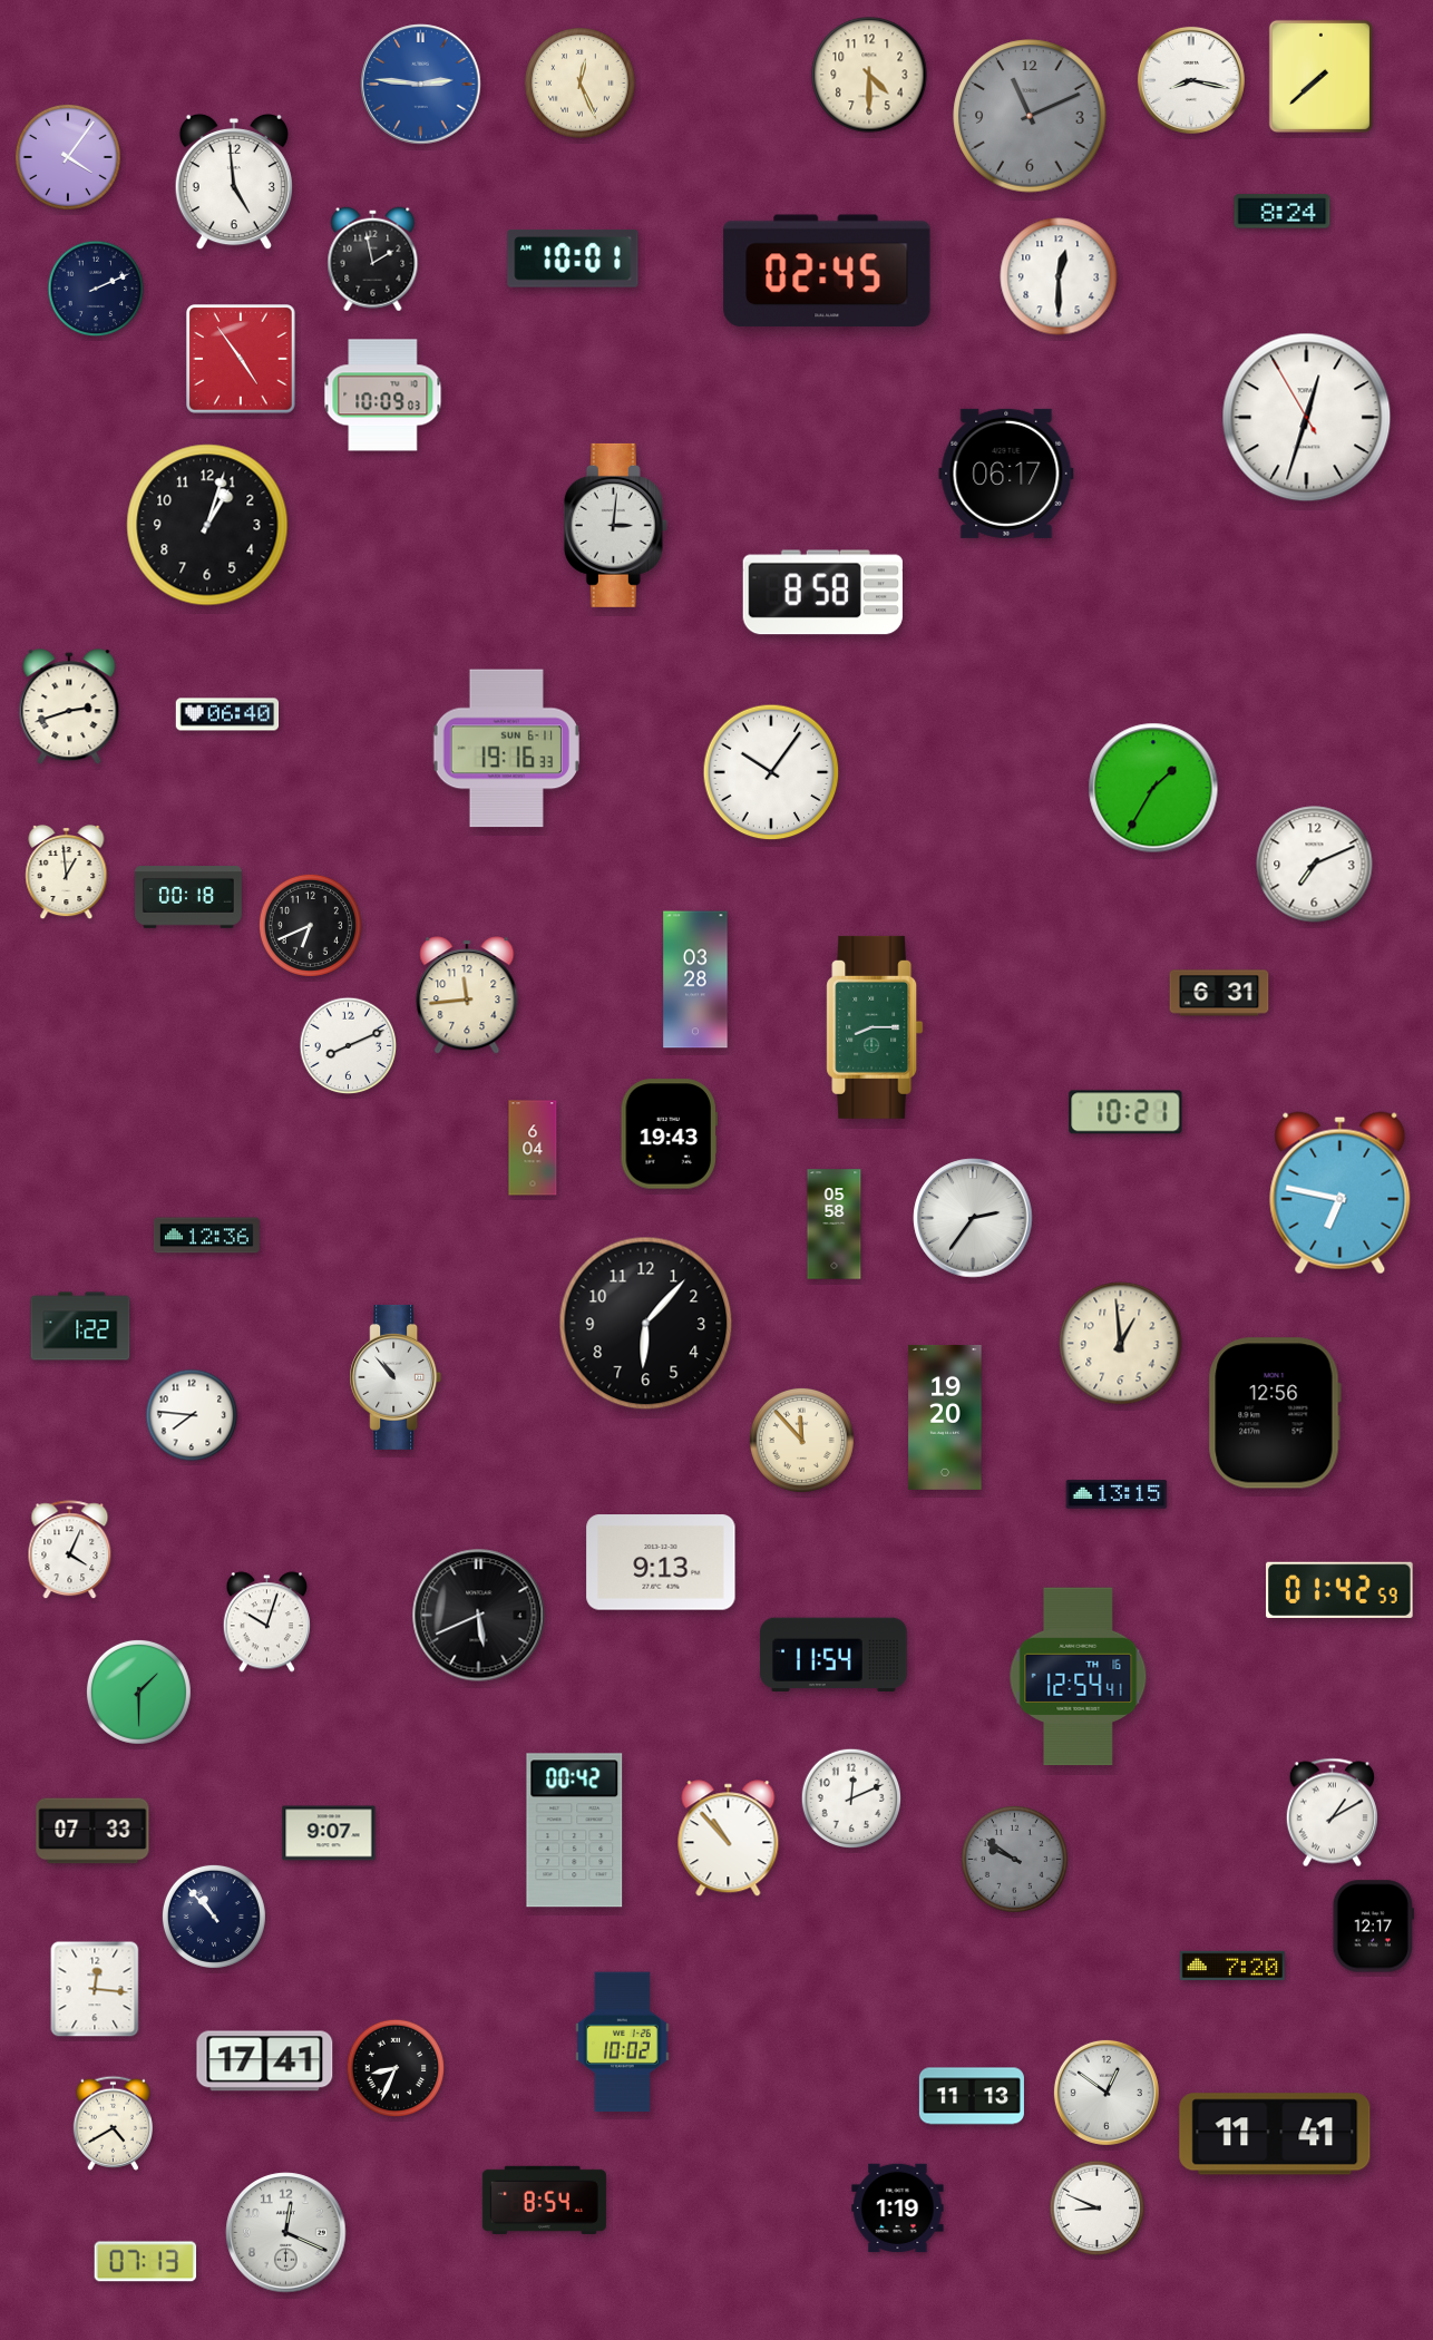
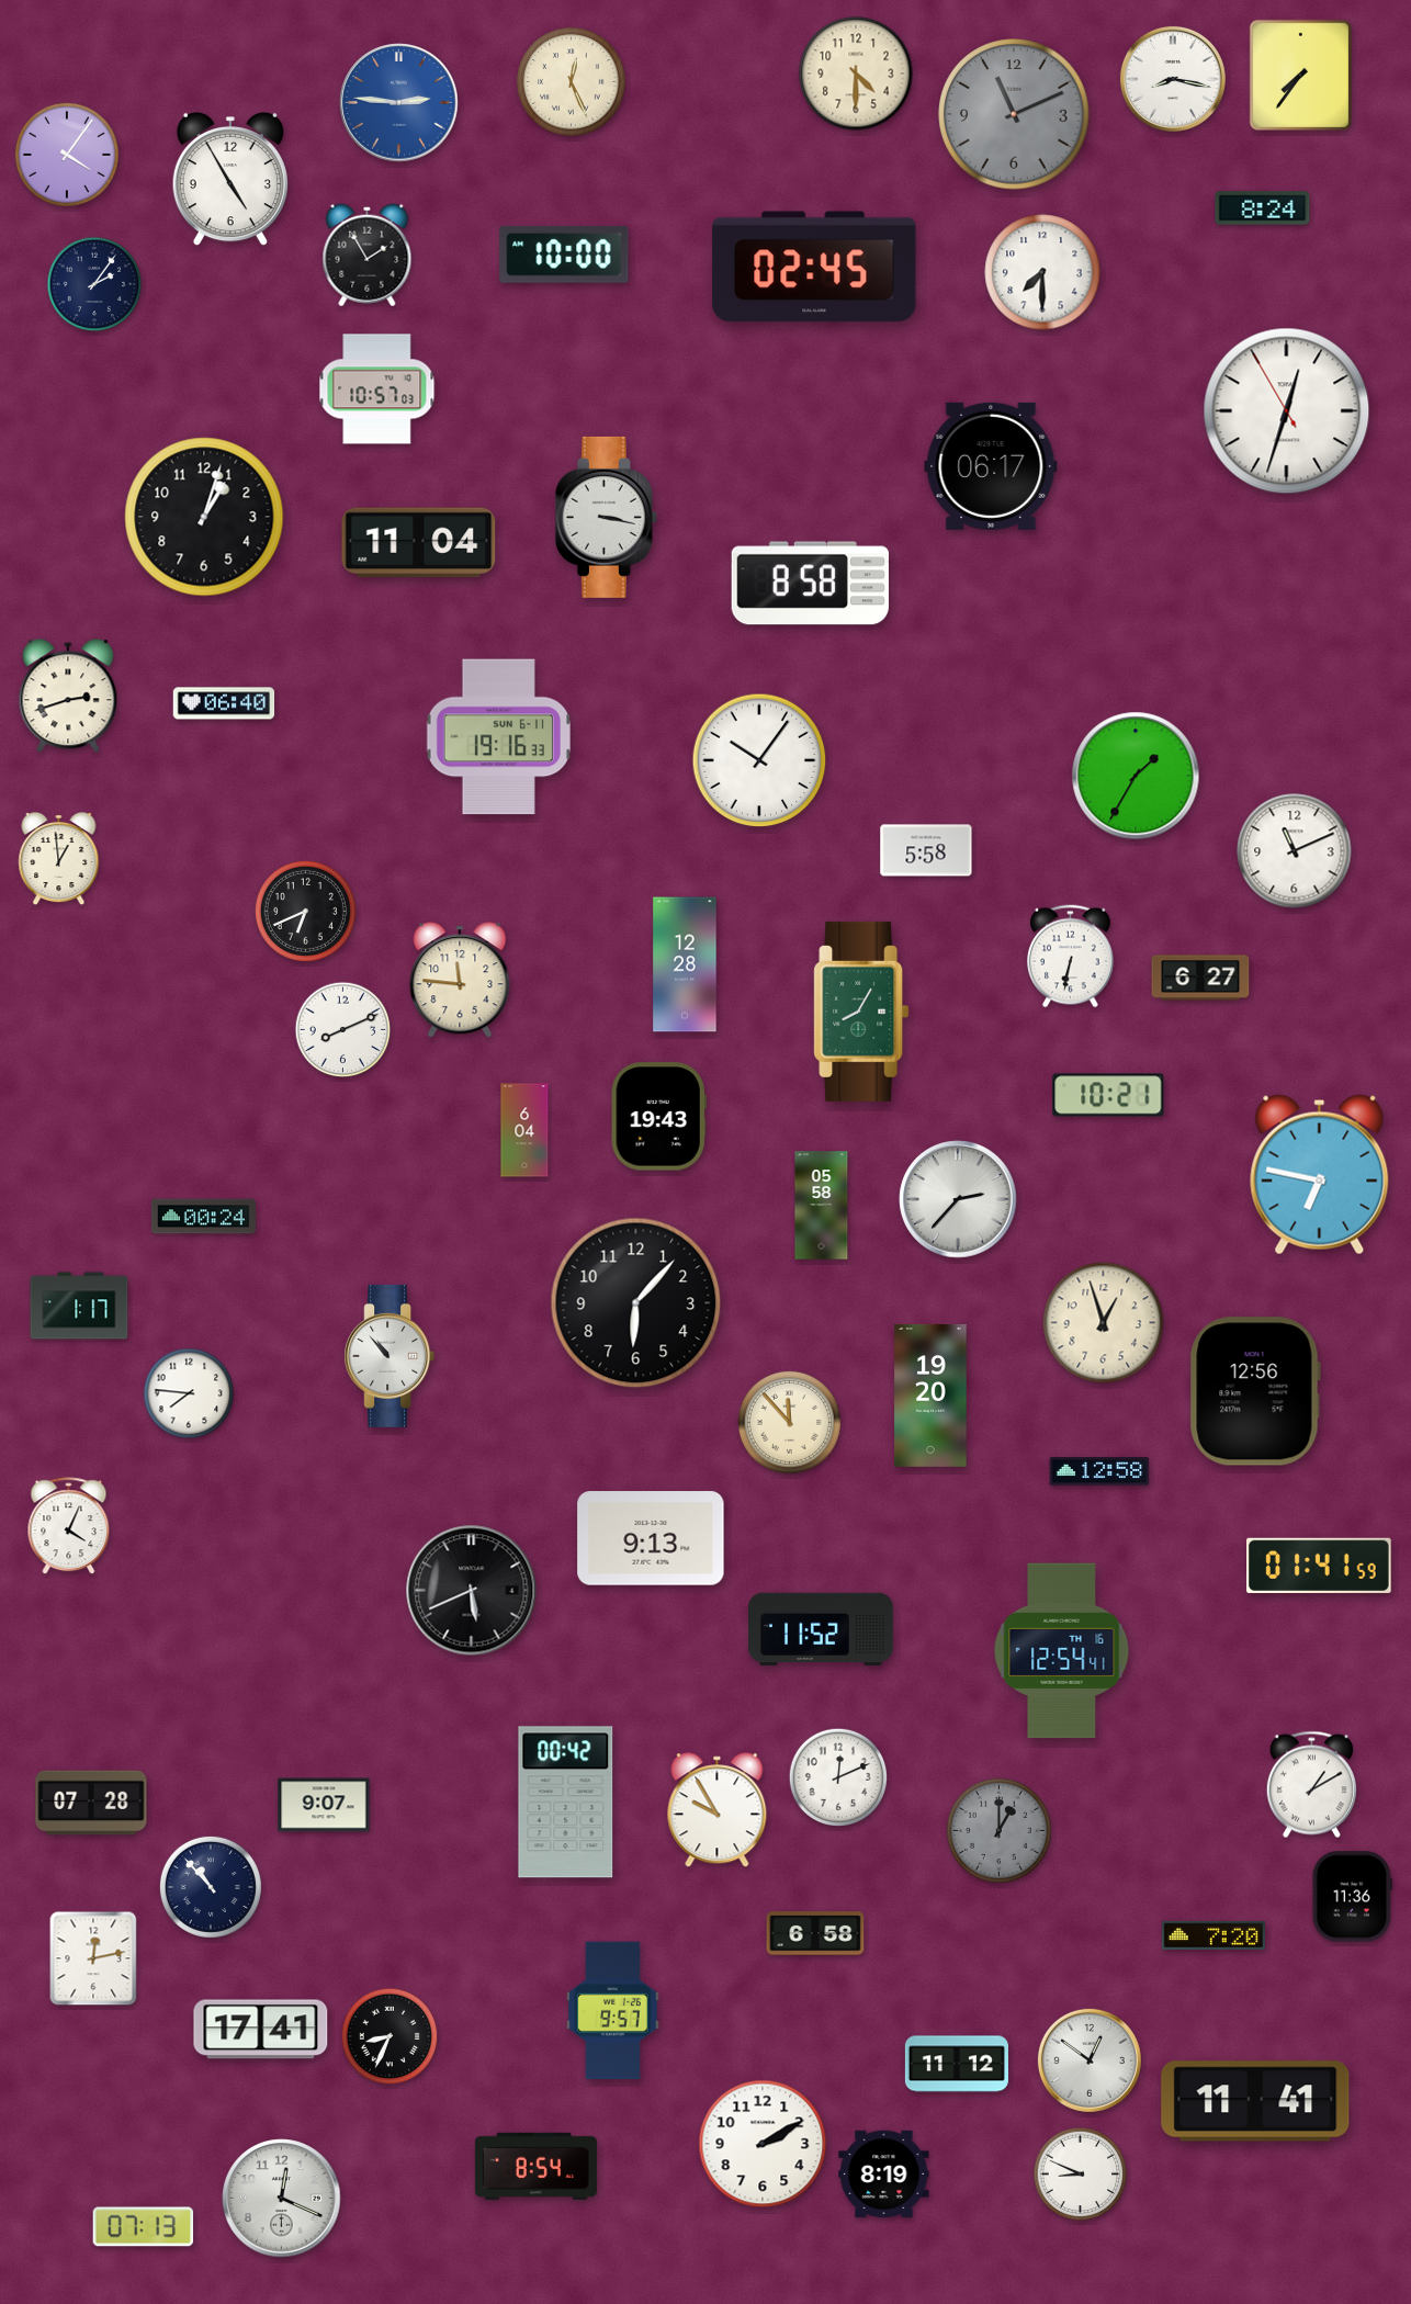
clock at (1320, 76): 7:38 -> 7:36
clock at (421, 85) position: (421, 85) -> (399, 103)
clock at (234, 182): 4:59 -> 4:55
clock at (373, 260): 1:58 -> 1:55
clock at (573, 260): 10:01 -> 10:00
clock at (1059, 276): 12:30 -> 7:30
clock at (96, 289): 2:11 -> 2:06
clock at (242, 360): 4:54 -> none
clock at (383, 396): 10:09 -> 10:57
clock at (615, 525): 3:01 -> 3:17
clock at (419, 543): none -> 11:04
clock at (926, 850): none -> 5:58
clock at (1315, 865): 7:11 -> 11:11
clock at (67, 872) position: (67, 872) -> (59, 859)
clock at (189, 897): 00:18 -> none
clock at (1071, 957): none -> 6:32
clock at (695, 979): 03:28 -> 12:28
clock at (1219, 993): 6:31 -> 6:27
clock at (467, 995): 11:44 -> 11:46
clock at (875, 1027): 8:15 -> 8:05
clock at (973, 1218): 2:36 -> 2:37
clock at (206, 1236): 12:36 -> 00:24
clock at (80, 1326): 1:22 -> 1:17
clock at (1121, 1344): 12:59 -> 12:57
clock at (801, 1440) position: (801, 1440) -> (789, 1422)
clock at (1117, 1494): 13:15 -> 12:58
clock at (1341, 1590): 01:42 -> 01:41
clock at (266, 1622): 10:03 -> none
clock at (834, 1655): 11:54 -> 11:52
clock at (138, 1691): 1:30 -> none
clock at (850, 1797) position: (850, 1797) -> (837, 1776)
clock at (92, 1831): 07:33 -> 07:28
clock at (729, 1839): 10:53 -> 9:55
clock at (1014, 1859): 9:51 -> 1:00
clock at (1373, 1927): 12:17 -> 11:36
clock at (815, 1933): none -> 6:58
clock at (95, 1989): 12:16 -> 12:13
clock at (623, 2042): 10:02 -> 9:57
clock at (972, 2096): 11:13 -> 11:12
clock at (113, 2123): 4:40 -> none
clock at (763, 2144): none -> 2:10
clock at (898, 2209): 1:19 -> 8:19
